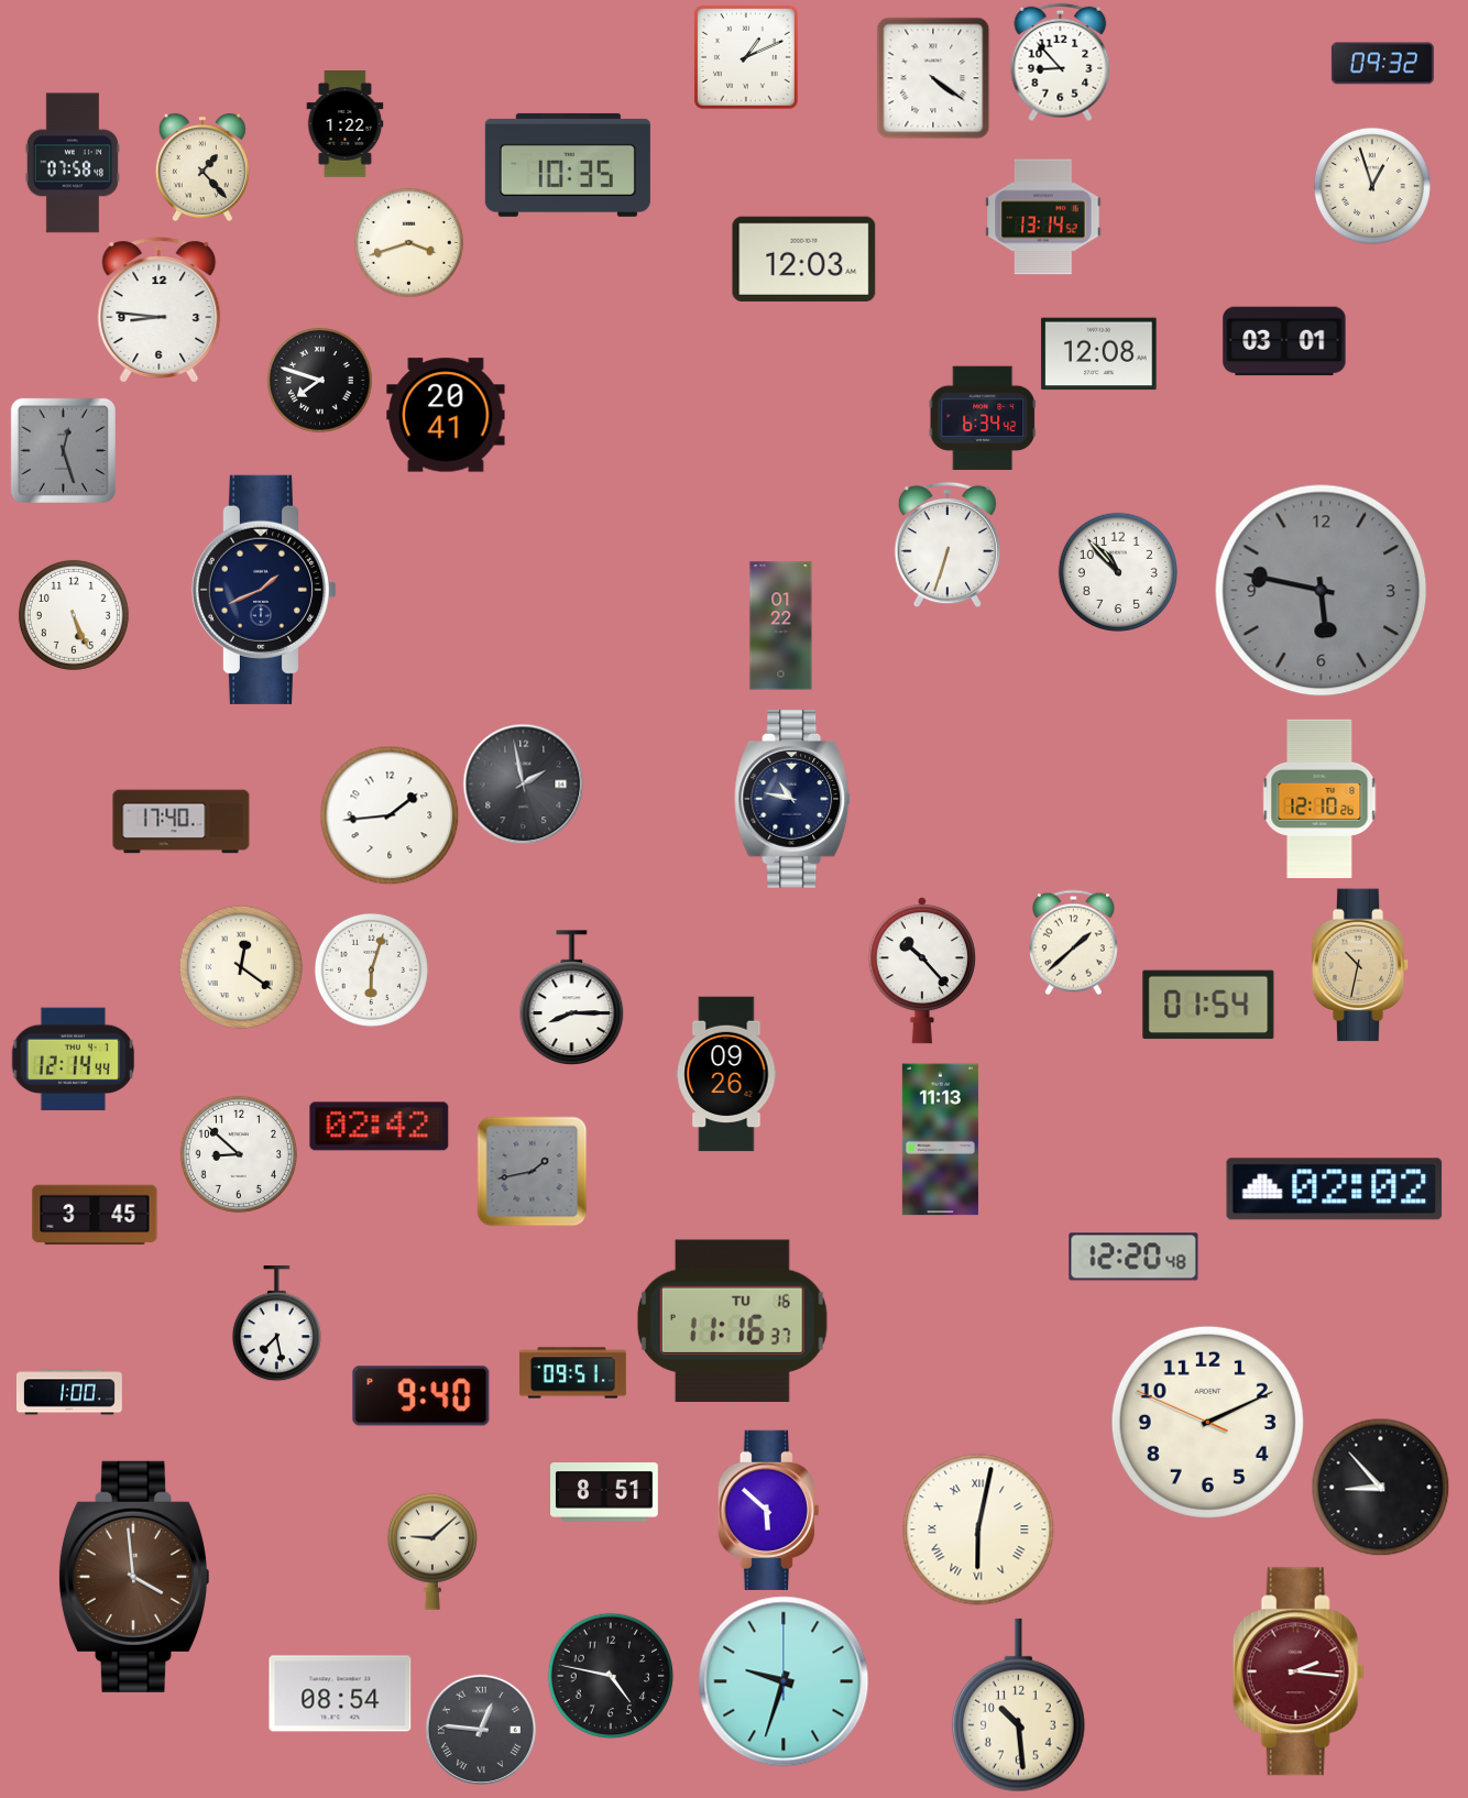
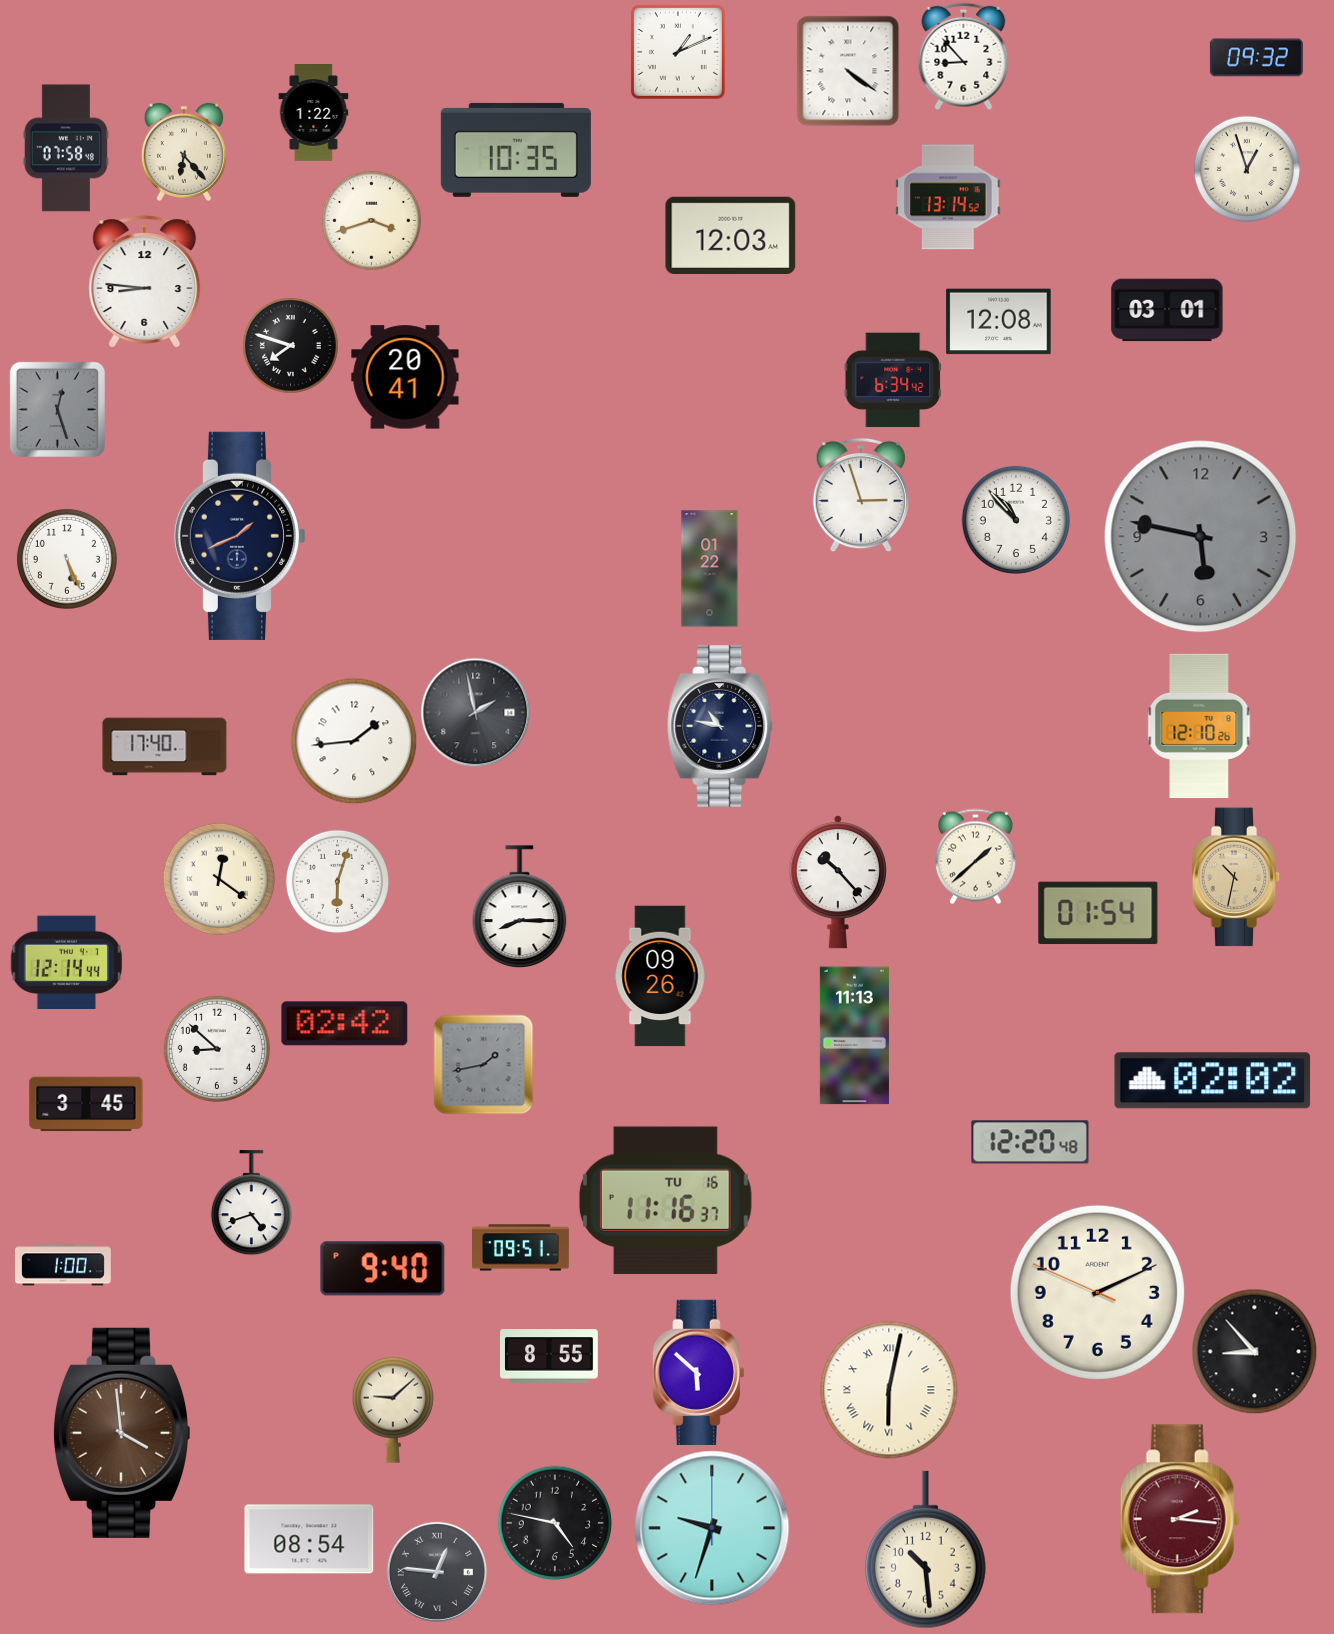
clock at (202, 167): 1:23 -> 6:23
clock at (947, 545): 6:33 -> 2:57
clock at (276, 1324): 7:28 -> 4:42
clock at (605, 1492): 8:51 -> 8:55
